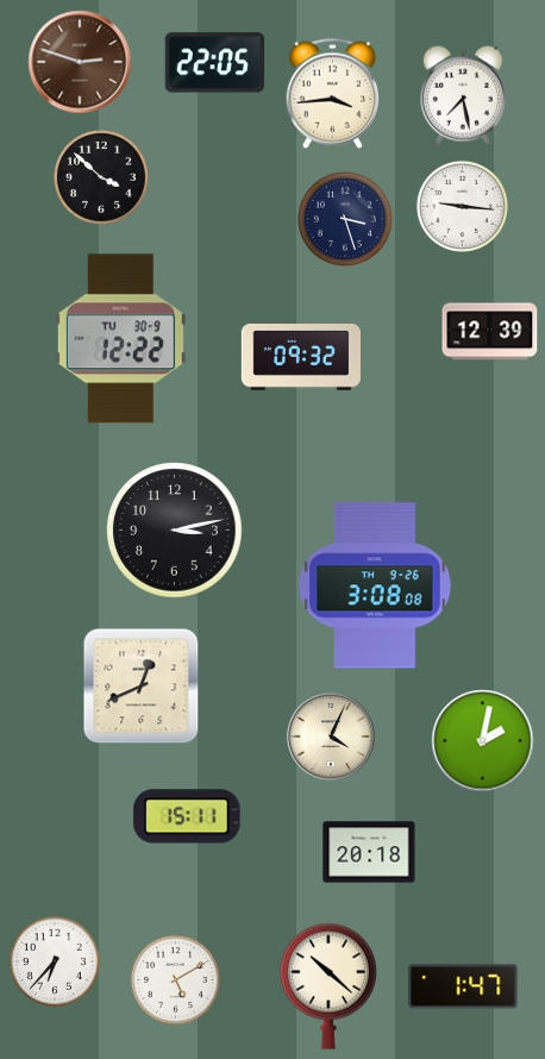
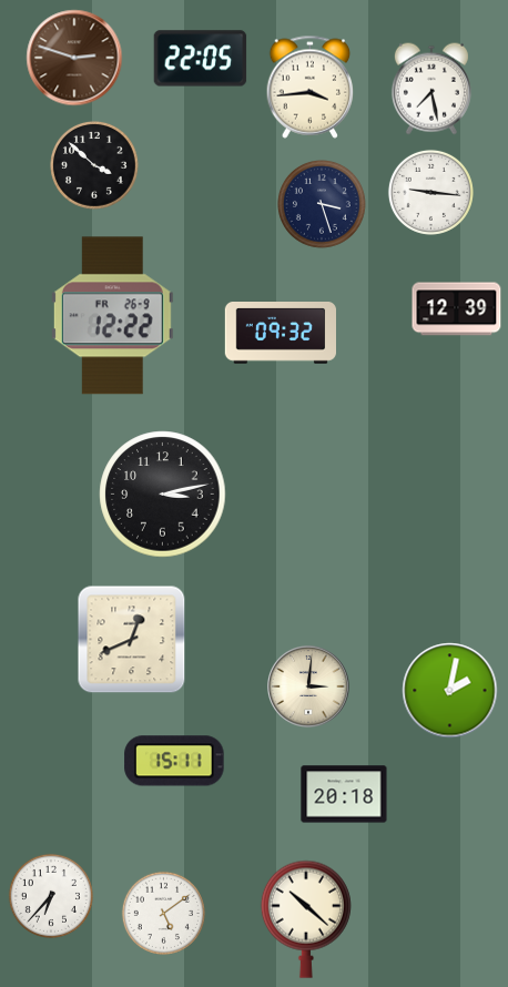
clock at (120, 339) date: TU 30-9 -> FR 26-9
clock at (375, 585): 3:08 -> none
clock at (332, 738): 4:04 -> 3:01
clock at (175, 979): 5:10 -> 5:09
clock at (463, 986): 1:47 -> none
